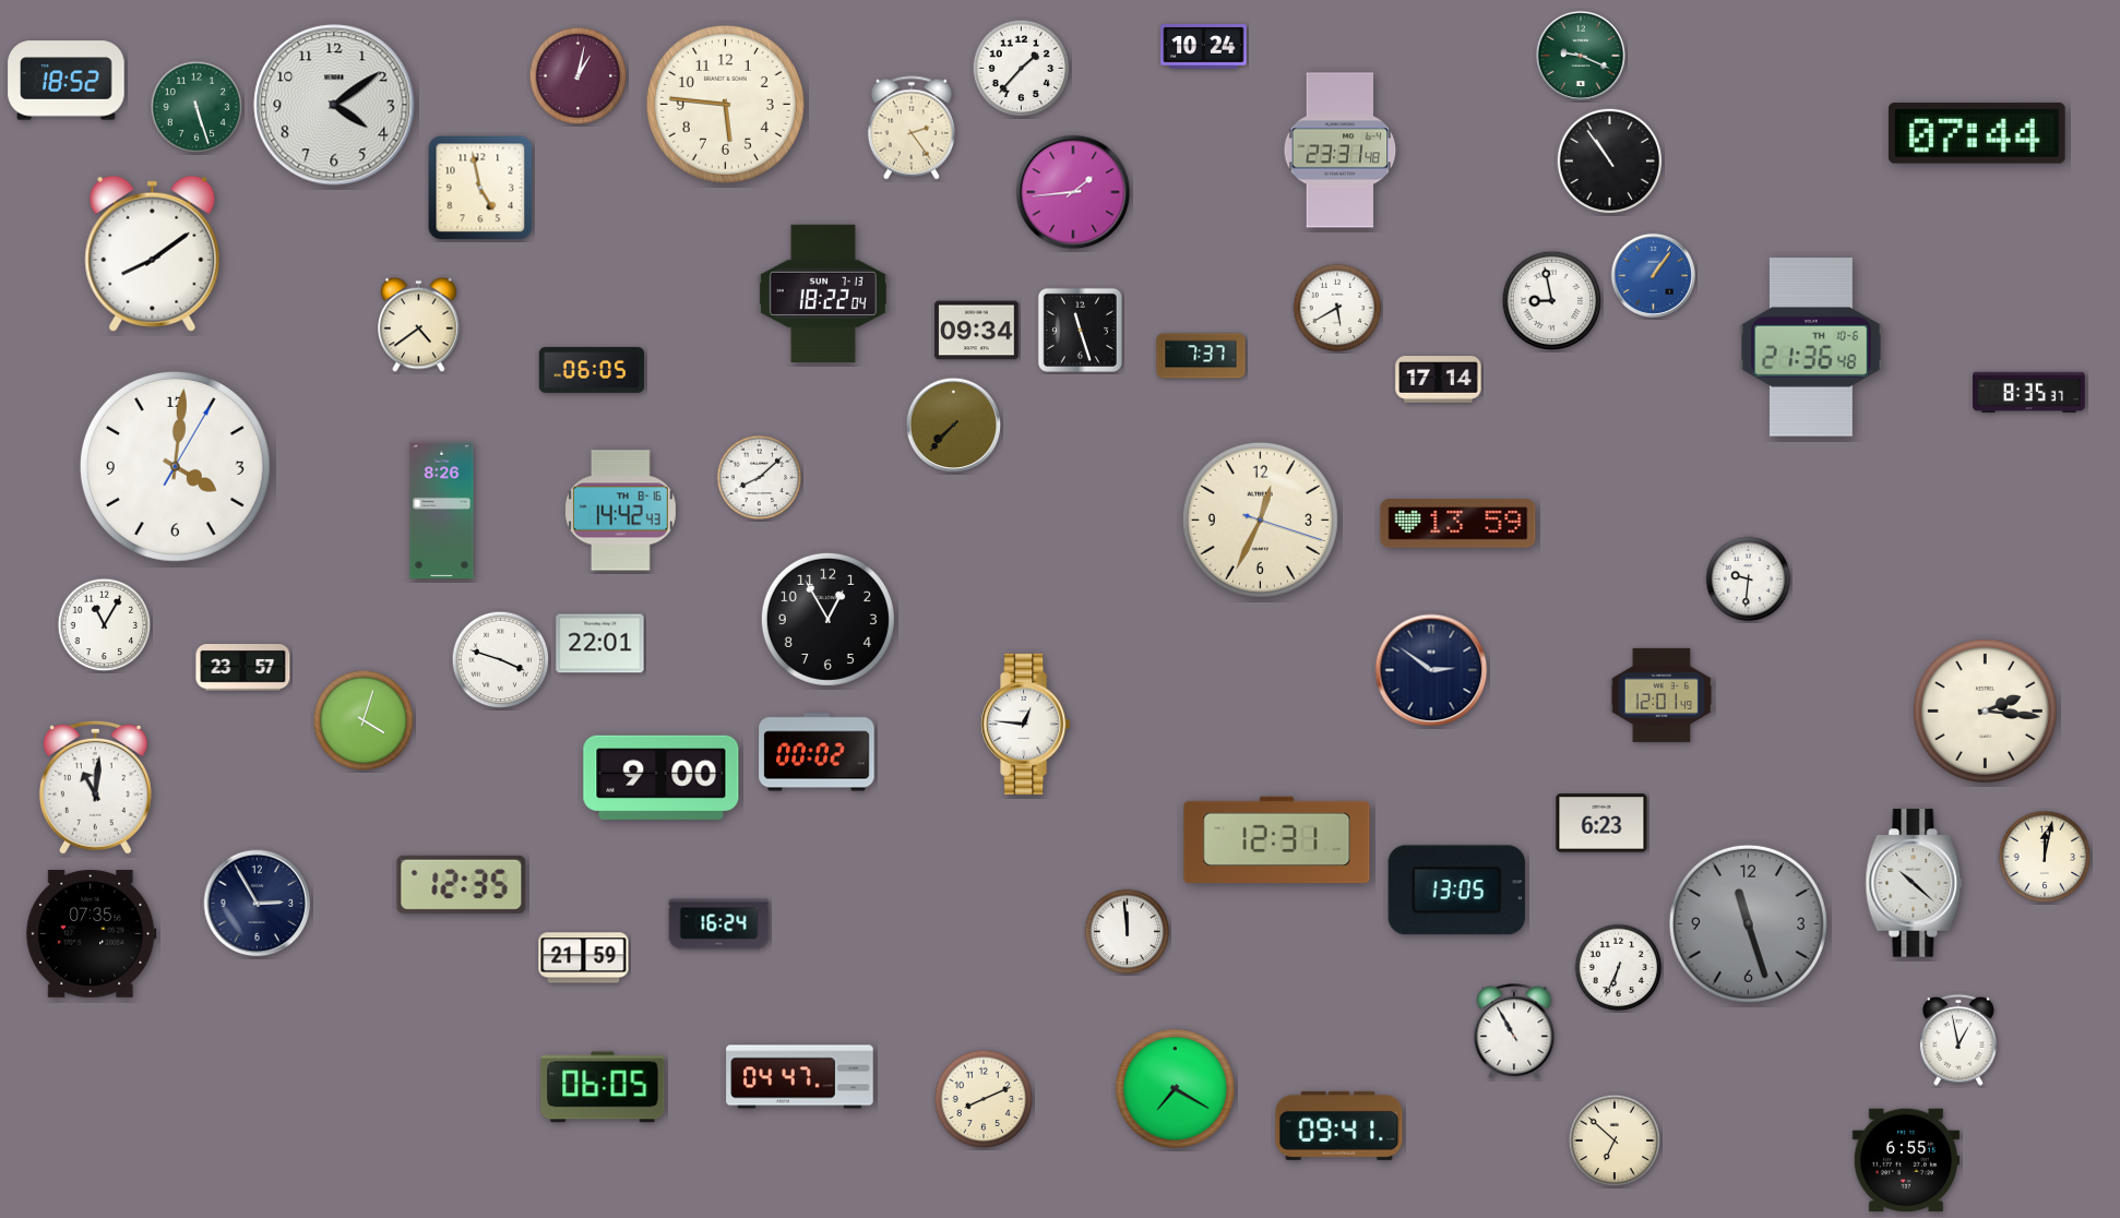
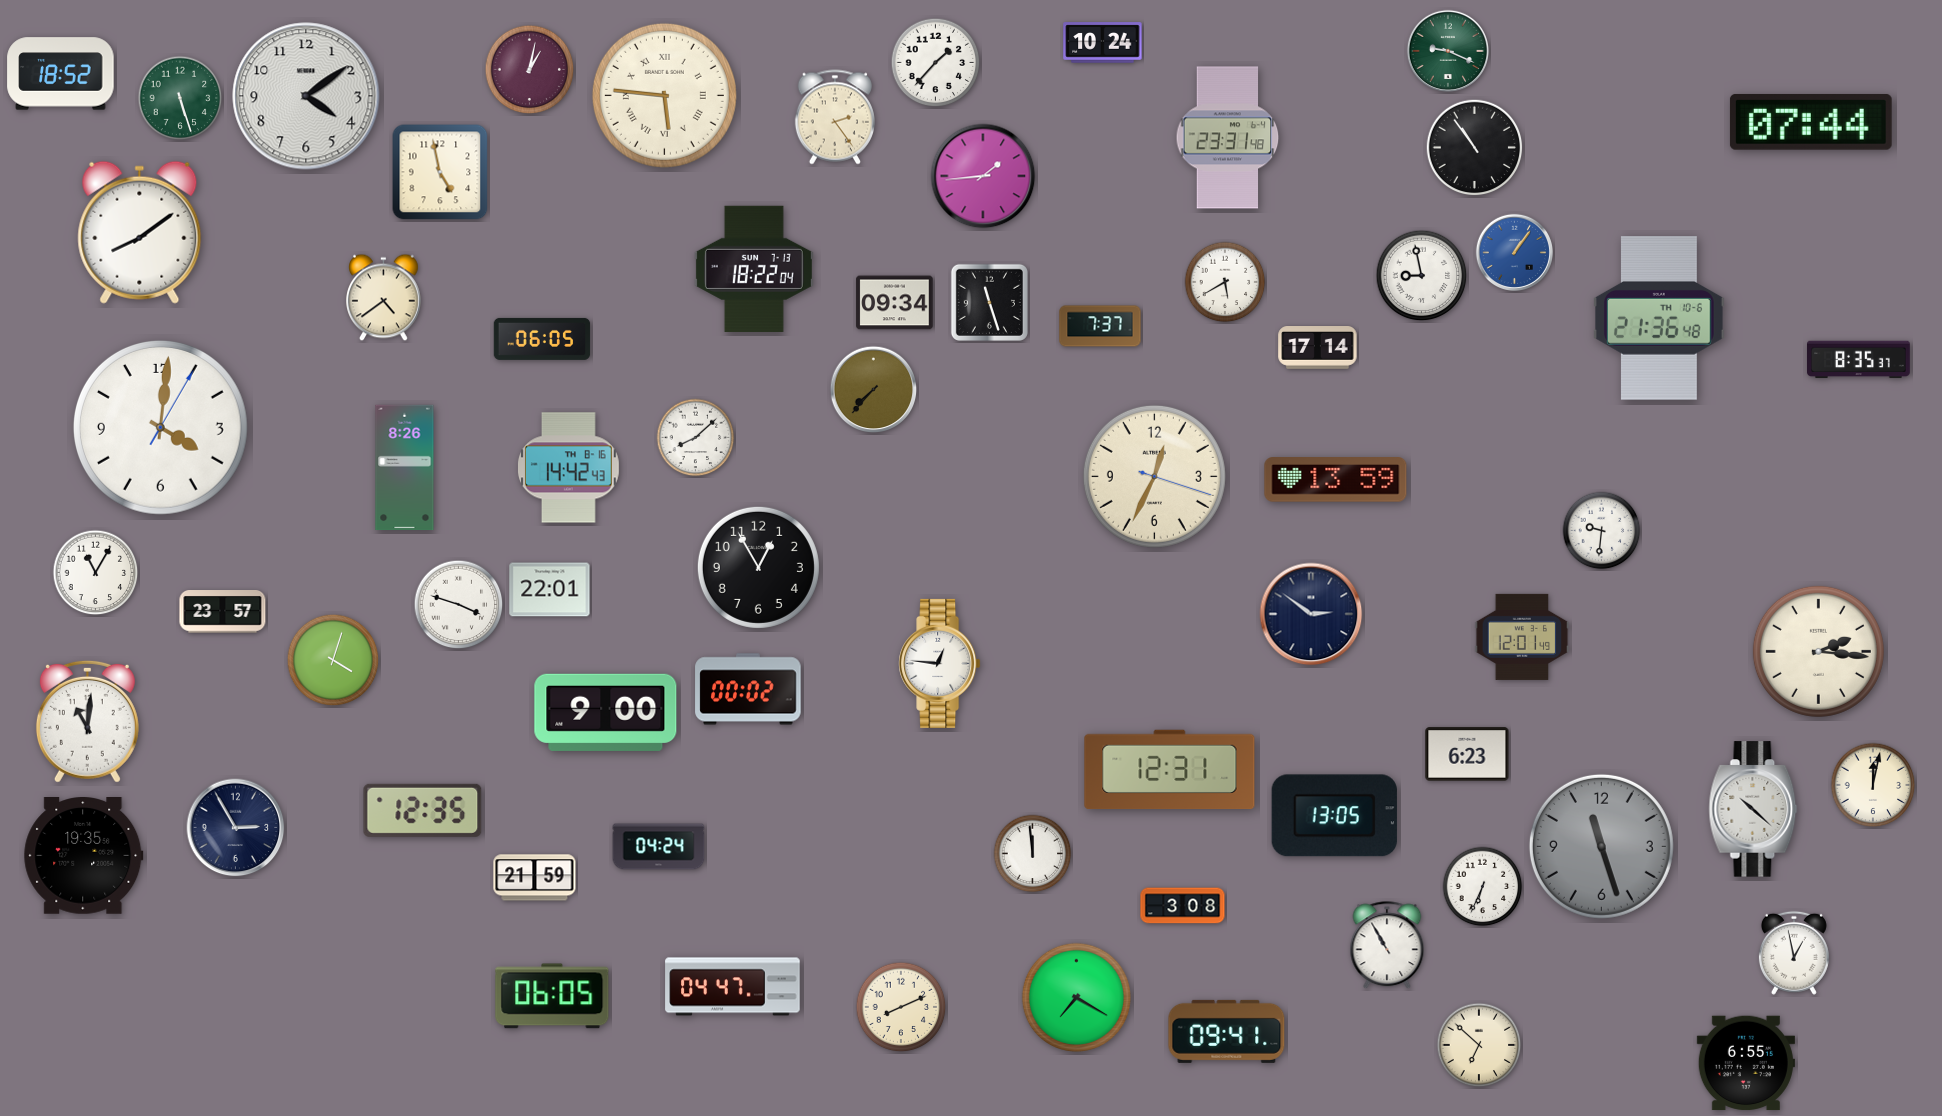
clock at (725, 104) numerals: Arabic -> Roman
clock at (719, 924): 16:24 -> 04:24
clock at (92, 934): 07:35 -> 19:35
clock at (1183, 906): none -> 3:08
